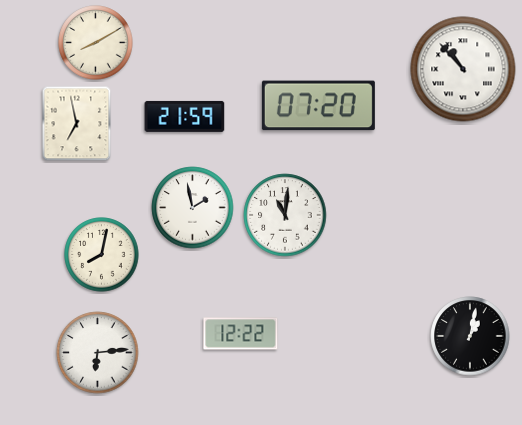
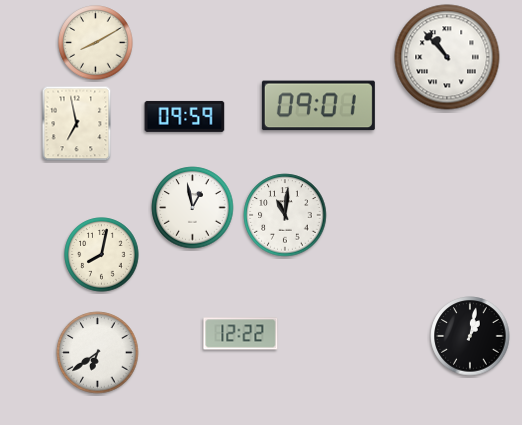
clock at (463, 69) position: (463, 69) -> (447, 57)
clock at (318, 106): 07:20 -> 09:01
clock at (185, 116): 21:59 -> 09:59
clock at (193, 208): 1:58 -> 12:58
clock at (98, 353): 6:14 -> 6:39
